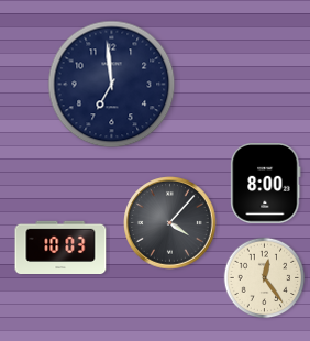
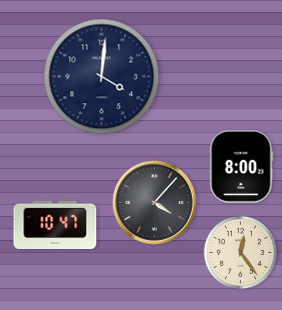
clock at (112, 85): 6:59 -> 4:01
clock at (60, 246): 10:03 -> 10:47
